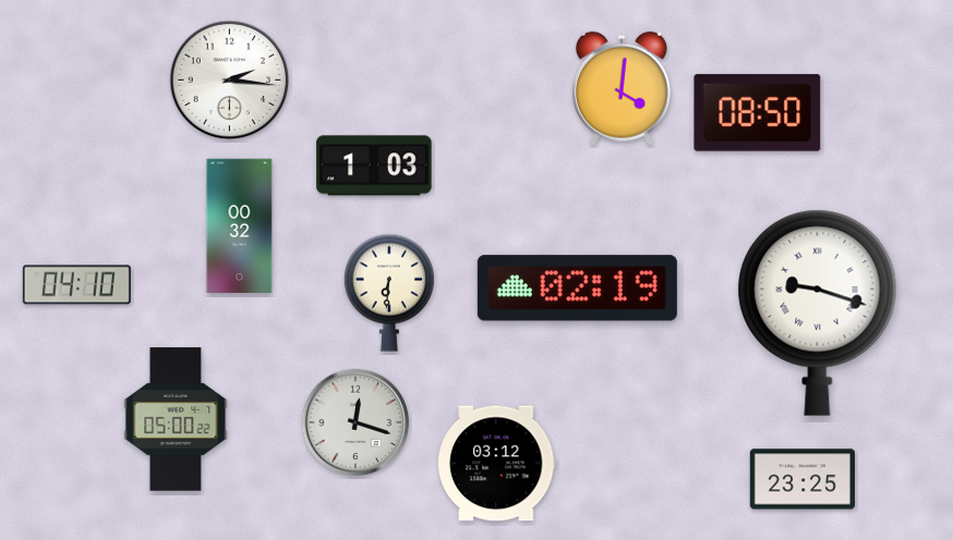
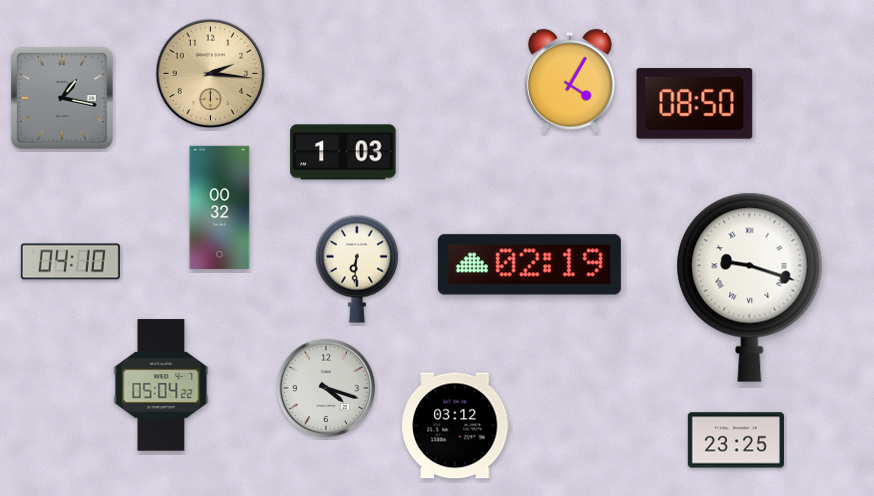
clock at (230, 81) dial: white -> champagne
clock at (622, 88): 4:01 -> 4:05
clock at (62, 98): none -> 1:17
clock at (176, 419): 05:00 -> 05:04
clock at (355, 422): 12:18 -> 4:18
